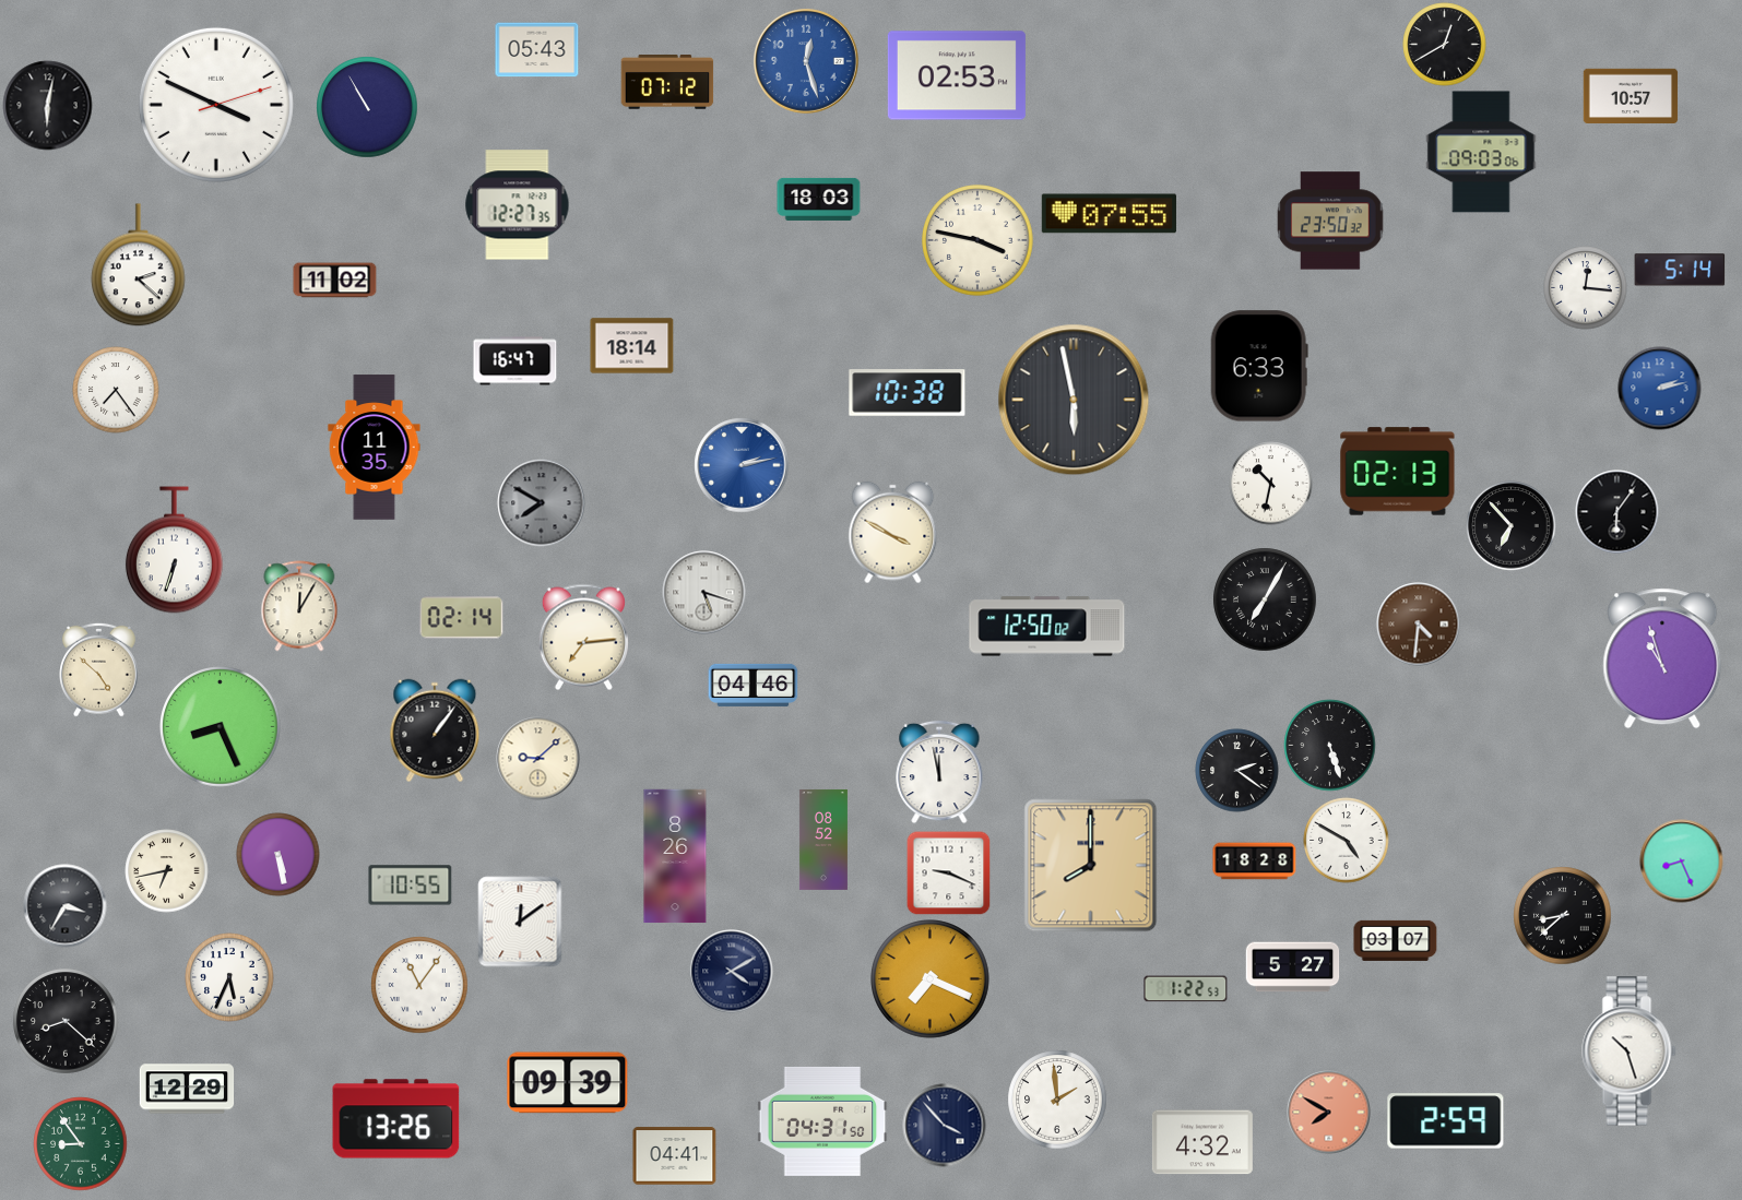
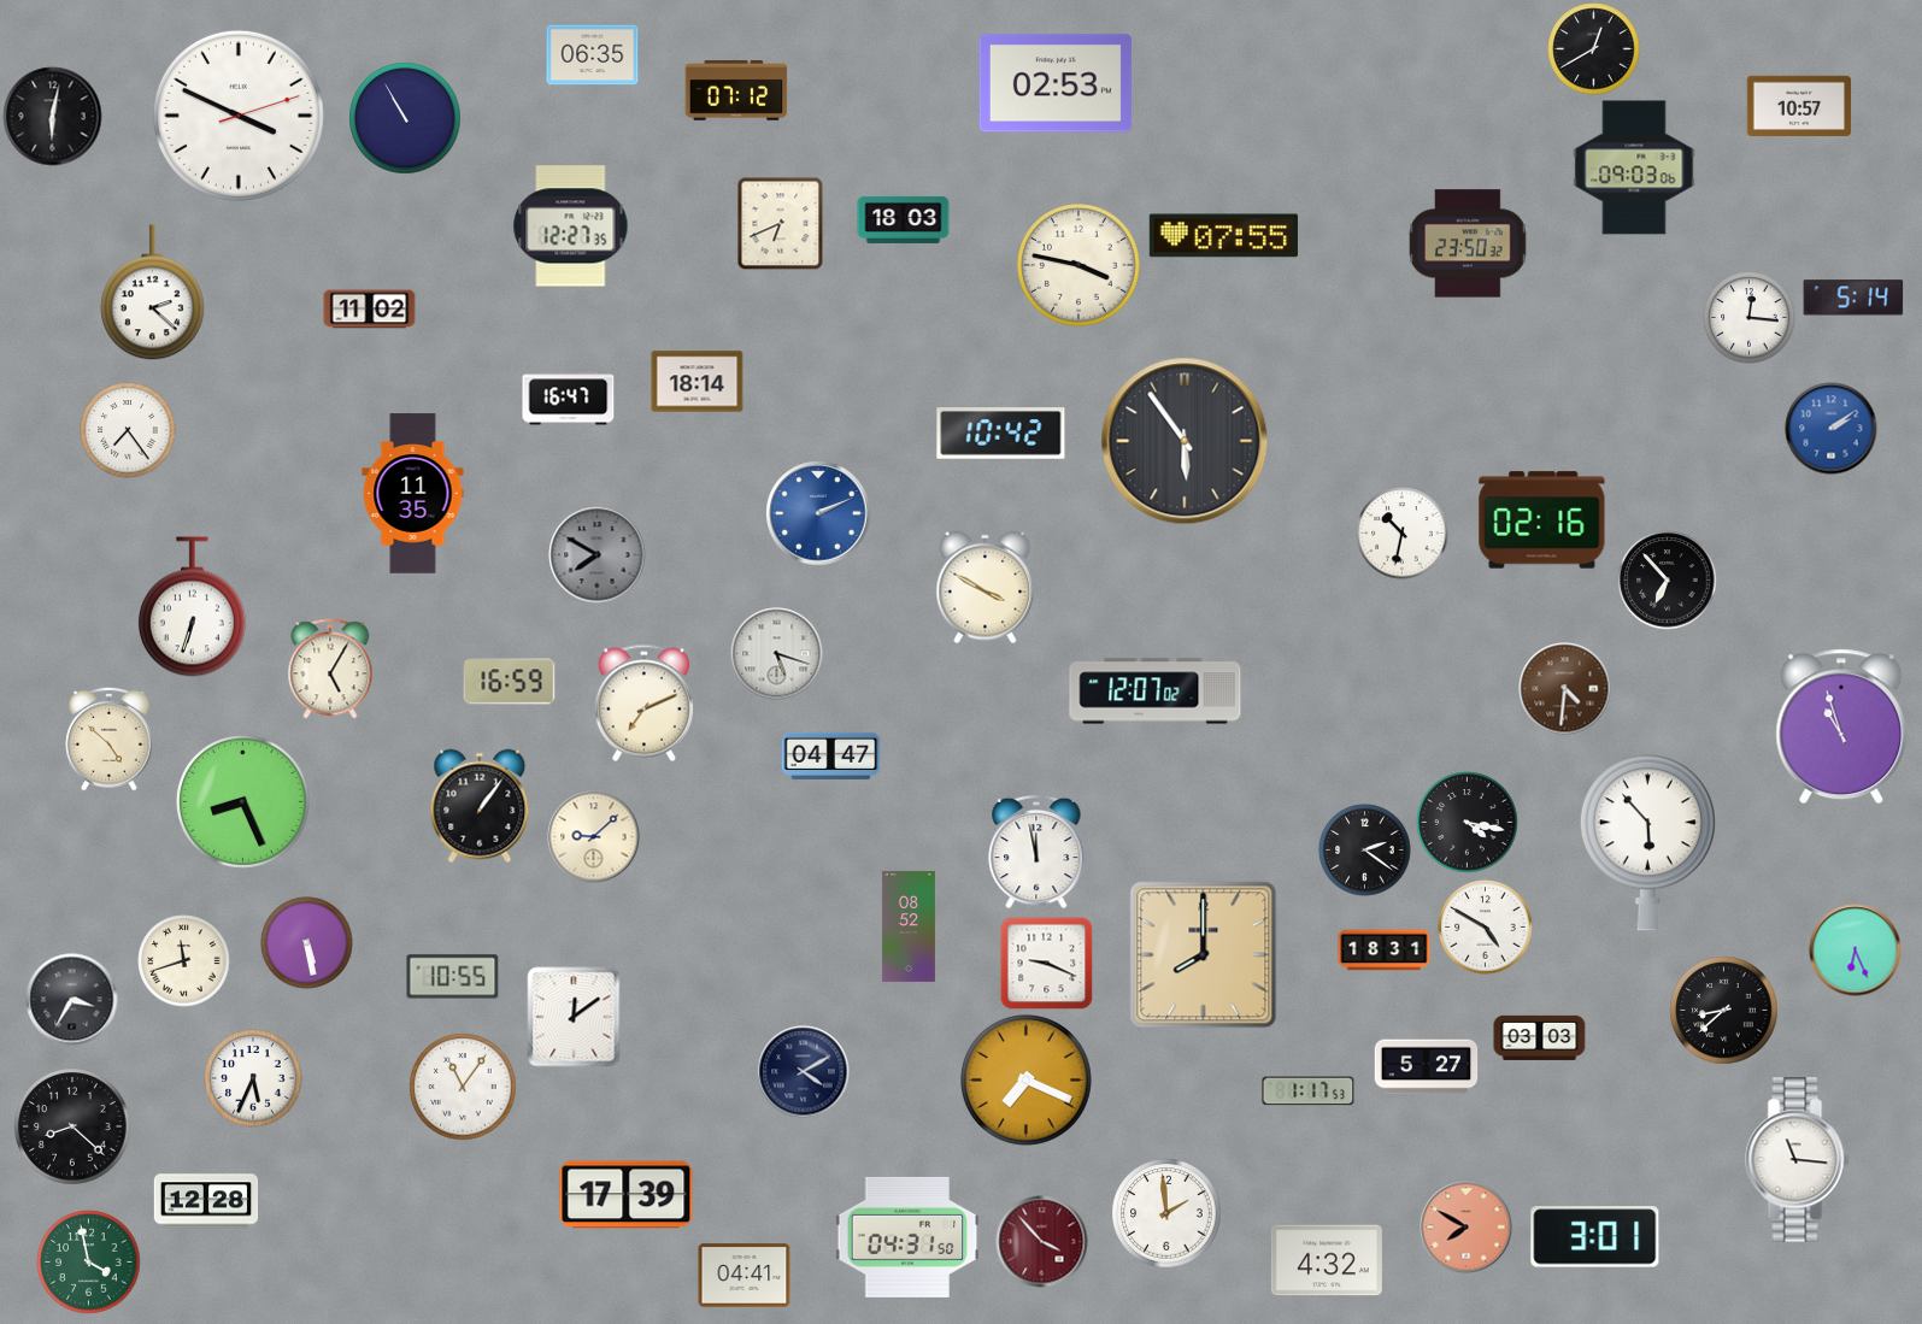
clock at (537, 50): 05:43 -> 06:35
clock at (806, 61): 12:27 -> none
clock at (781, 223): none -> 6:41
clock at (1259, 366): 6:33 -> none
clock at (1660, 389): 2:13 -> 2:09
clock at (908, 393): 10:38 -> 10:42
clock at (1074, 400): 5:58 -> 5:54
clock at (742, 465): 2:13 -> 2:11
clock at (1398, 472): 02:13 -> 02:16
clock at (1617, 512): 6:06 -> none
clock at (1265, 599): 7:05 -> none
clock at (299, 606): 12:05 -> 5:05
clock at (462, 618): 02:14 -> 16:59
clock at (1047, 627): 12:50 -> 12:07
clock at (583, 638): 7:14 -> 7:11
clock at (1662, 658) position: (1662, 658) -> (1841, 726)
clock at (754, 685): 04:46 -> 04:47
clock at (1330, 746): 5:27 -> 4:17
clock at (1647, 843): none -> 5:53
clock at (675, 856): 8:26 -> none
clock at (1255, 862): 18:28 -> 18:31
clock at (1682, 862): 8:26 -> 6:26
clock at (167, 871): 6:43 -> 11:42
clock at (1396, 940): 03:07 -> 03:03
clock at (732, 972) position: (732, 972) -> (804, 1072)
clock at (1186, 989): 1:22 -> 1:17
clock at (1630, 1052): 10:27 -> 11:16
clock at (568, 1083): 09:39 -> 17:39
clock at (187, 1089): 12:29 -> 12:28
clock at (396, 1119): 13:26 -> none
clock at (1446, 1121): 2:59 -> 3:01
clock at (945, 1126) dial: navy -> burgundy
clock at (81, 1144): 8:54 -> 3:58
